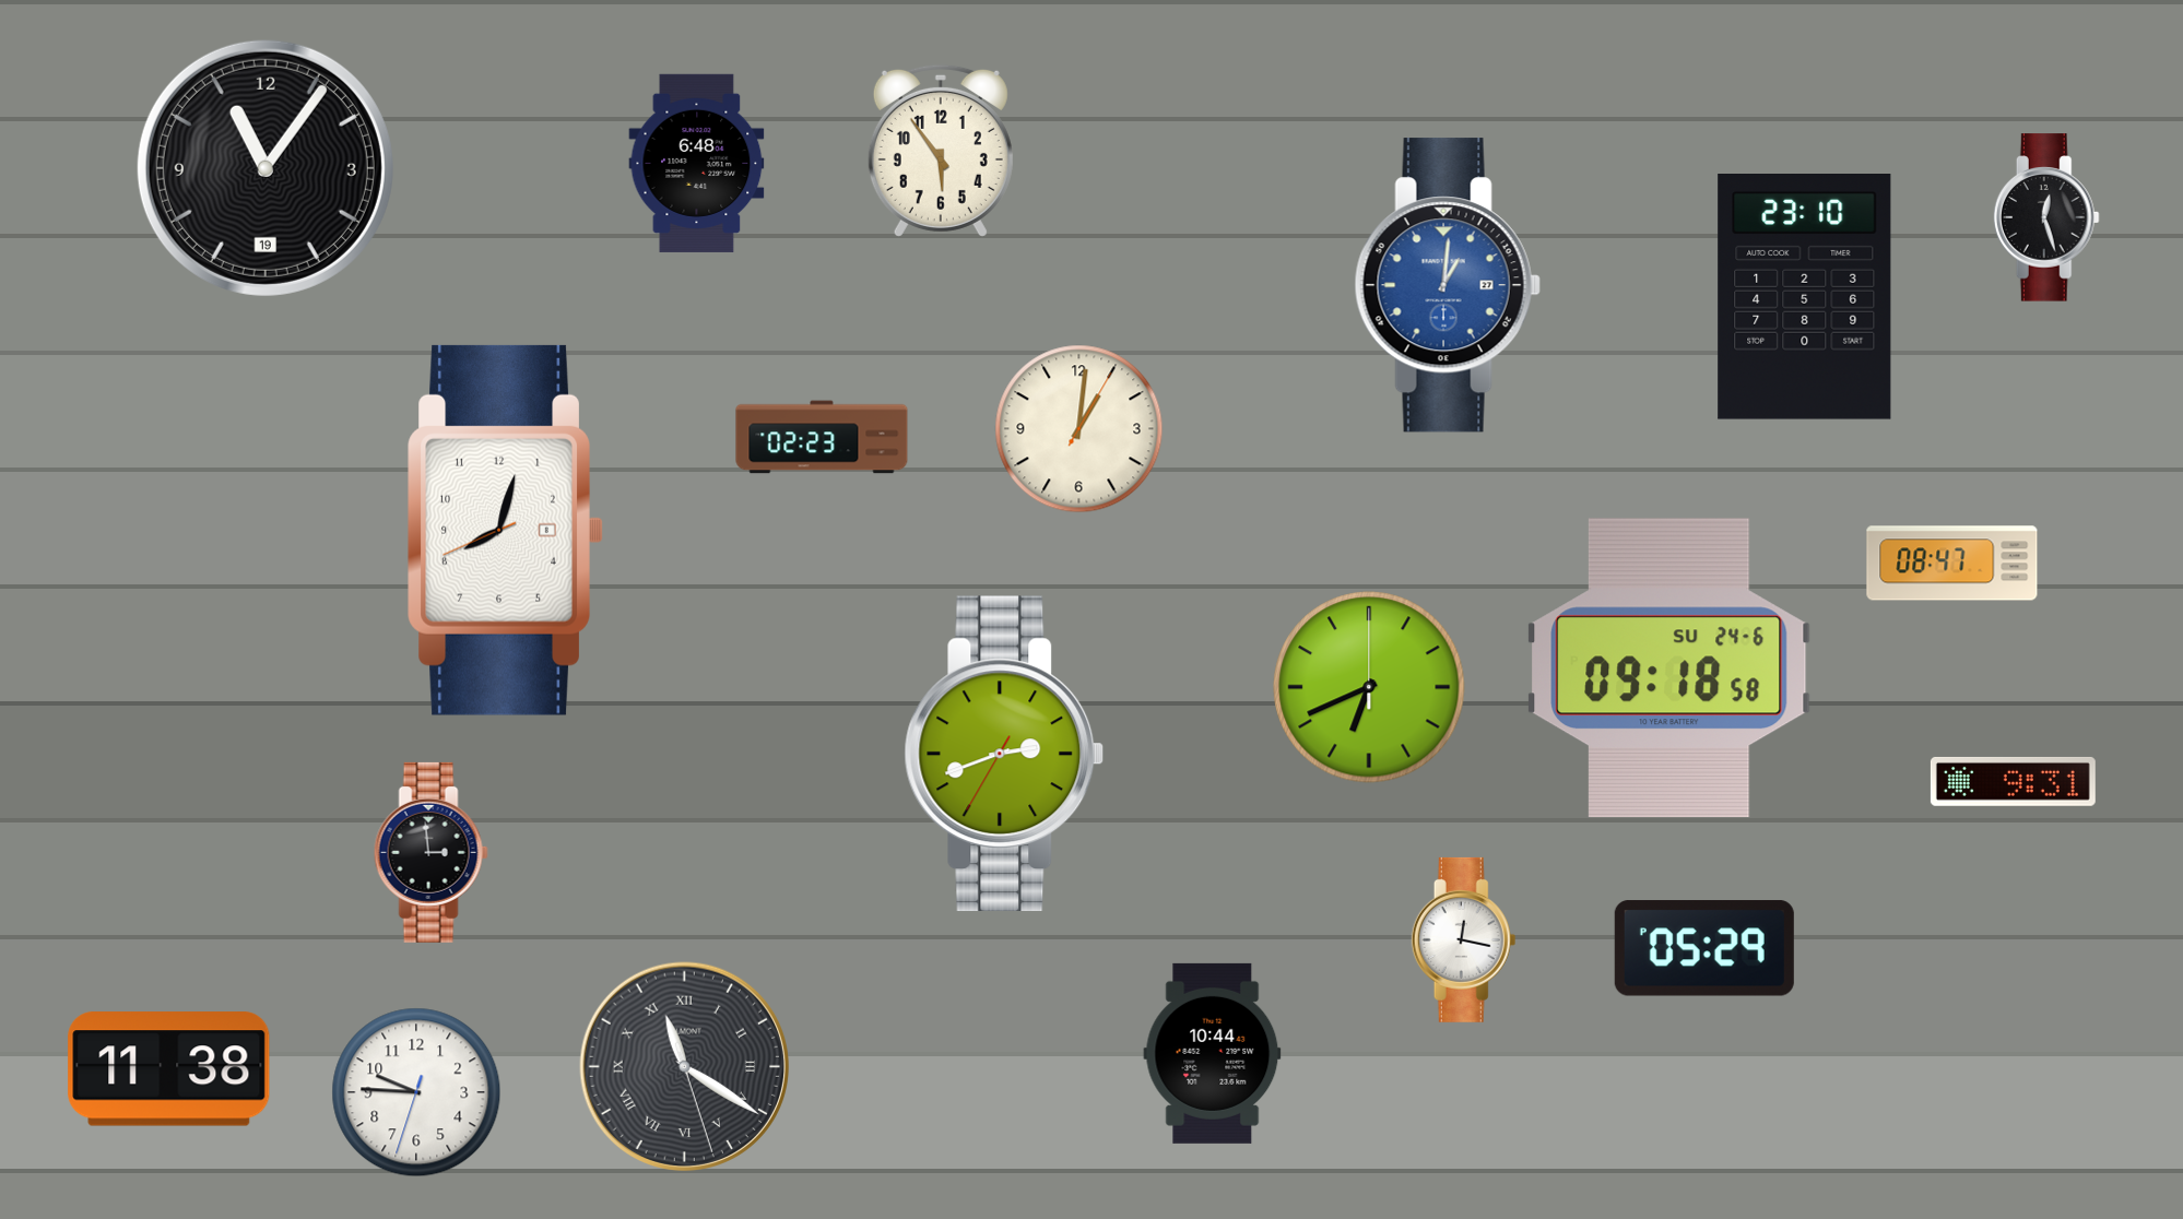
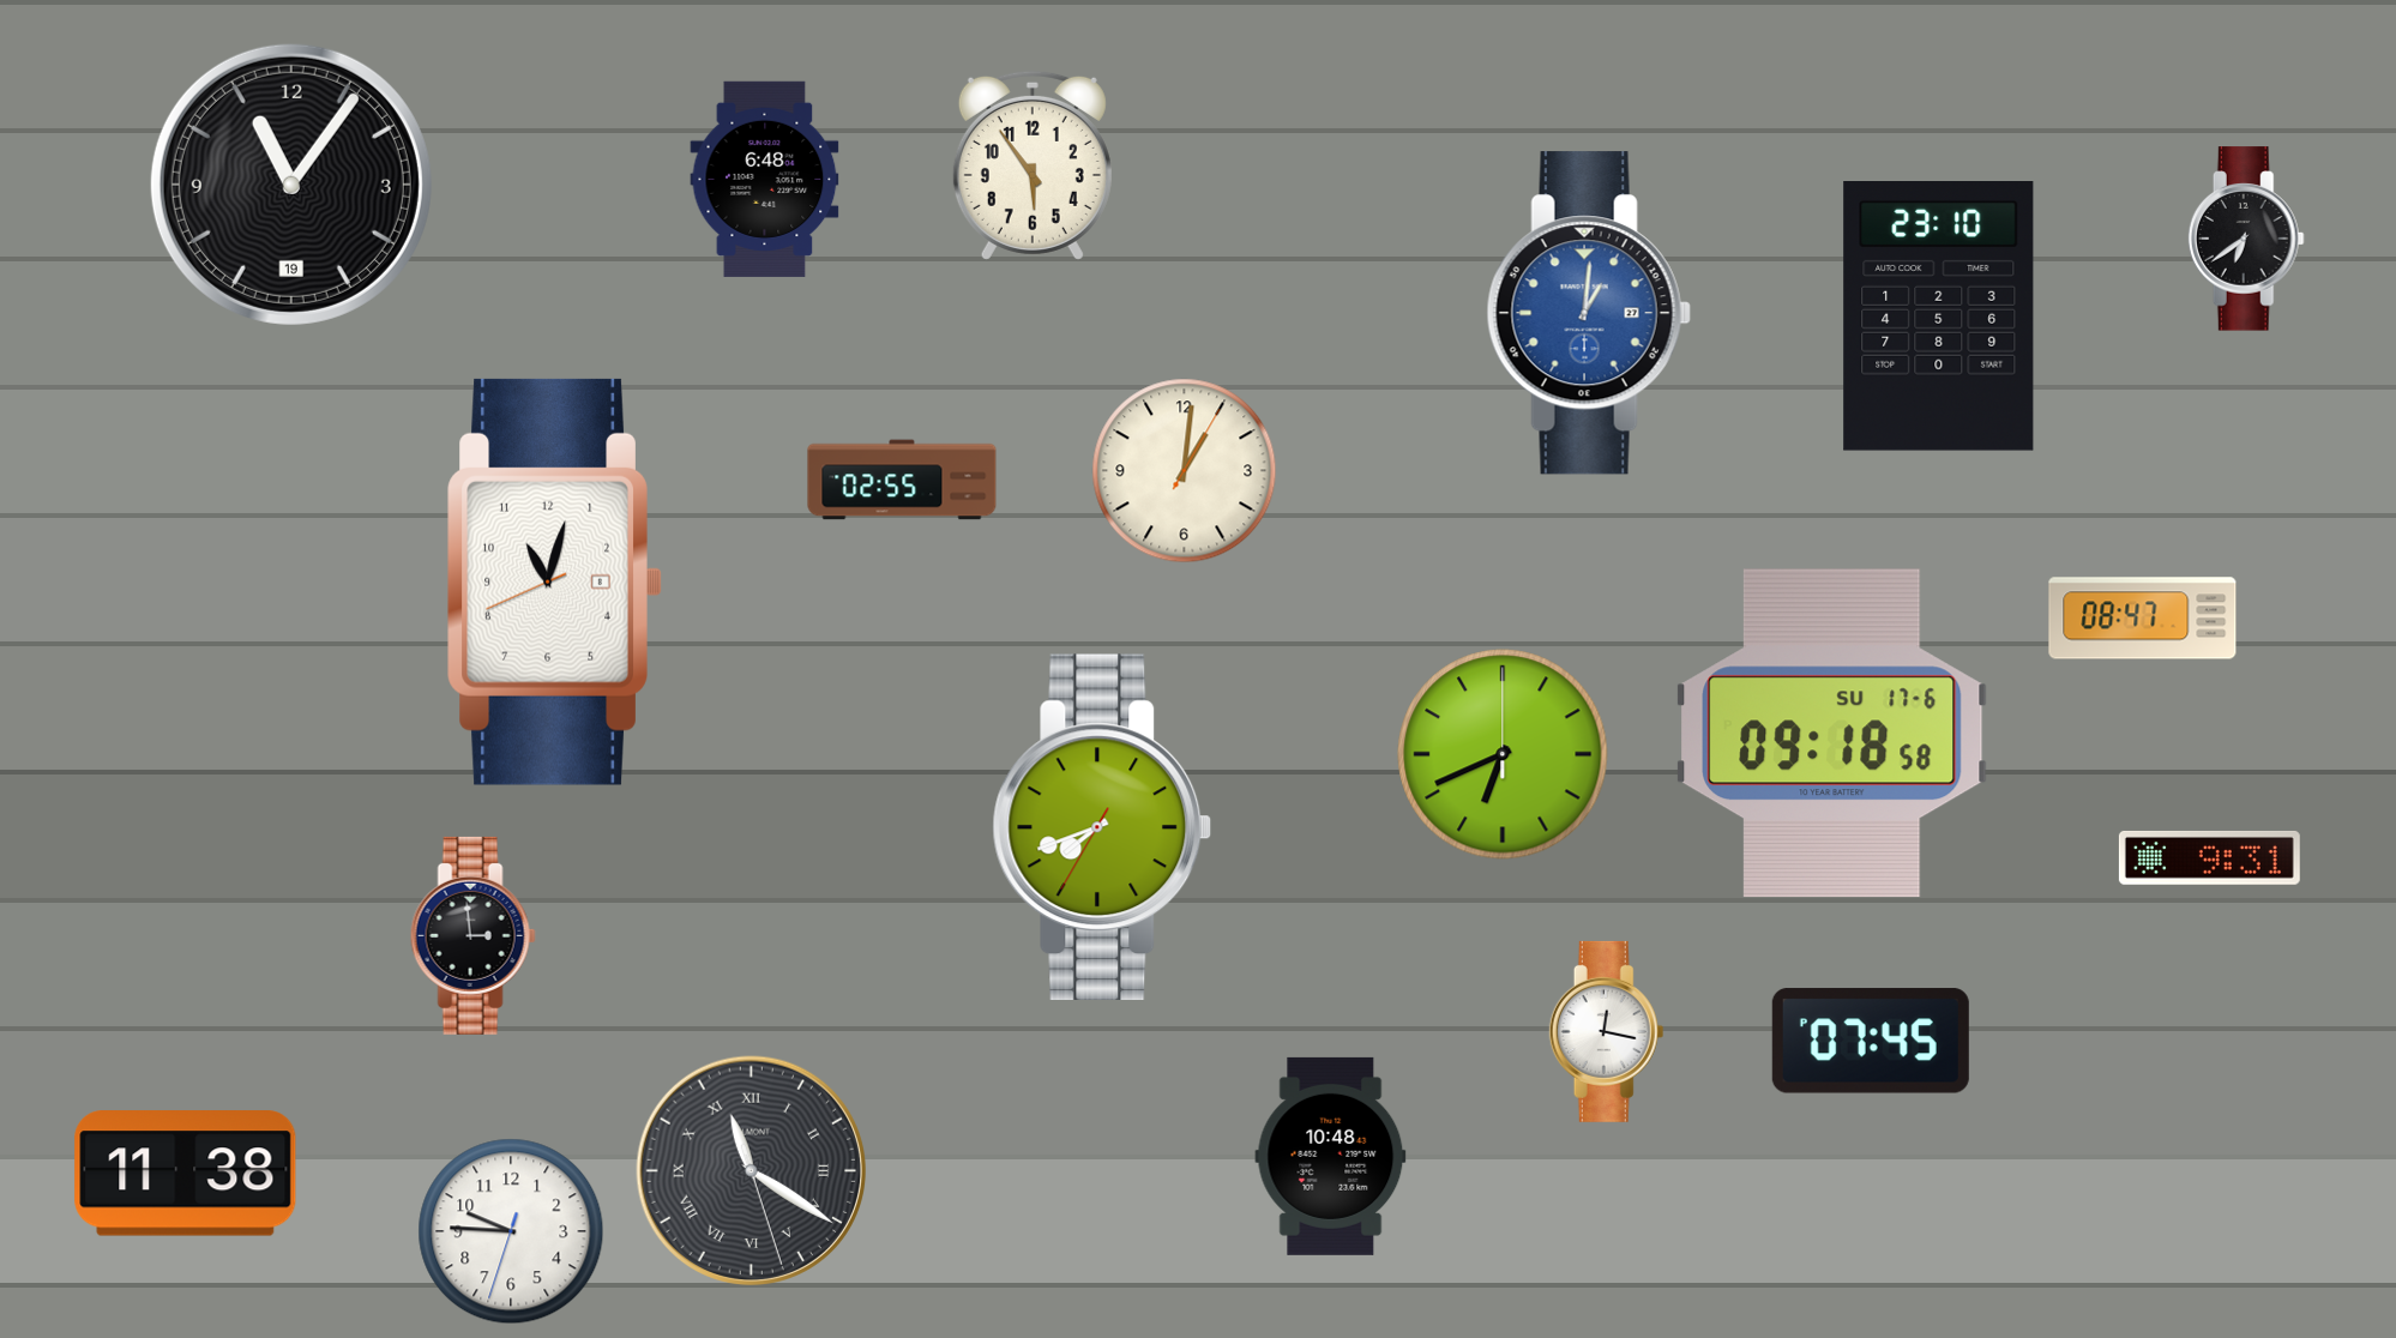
clock at (2046, 217): 12:27 -> 6:39
clock at (1805, 297) position: (1805, 297) -> (1939, 317)
clock at (822, 437): 02:23 -> 02:55
clock at (506, 530): 8:02 -> 11:02
clock at (1669, 668) date: SU 24-6 -> SU 17-6
clock at (1004, 753): 2:41 -> 7:41
clock at (1704, 948): 05:29 -> 07:45
clock at (1213, 1053): 10:44 -> 10:48
clock at (416, 1092) position: (416, 1092) -> (511, 1231)
